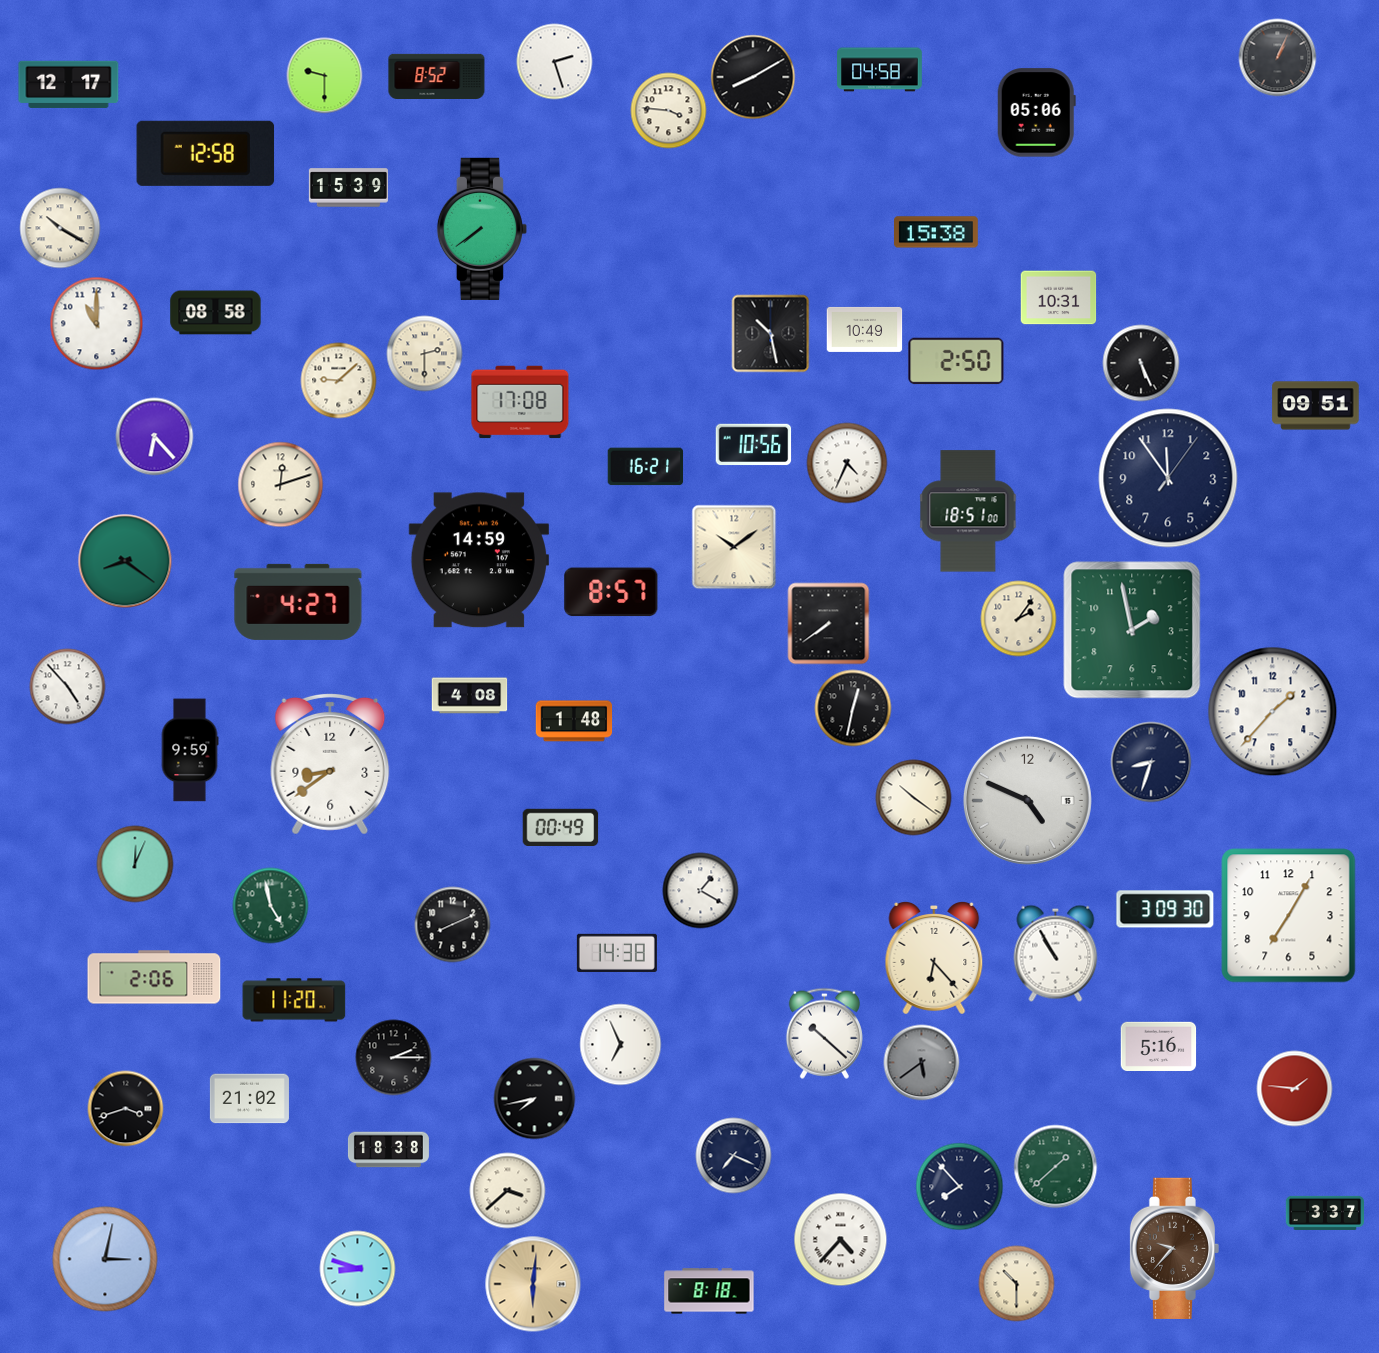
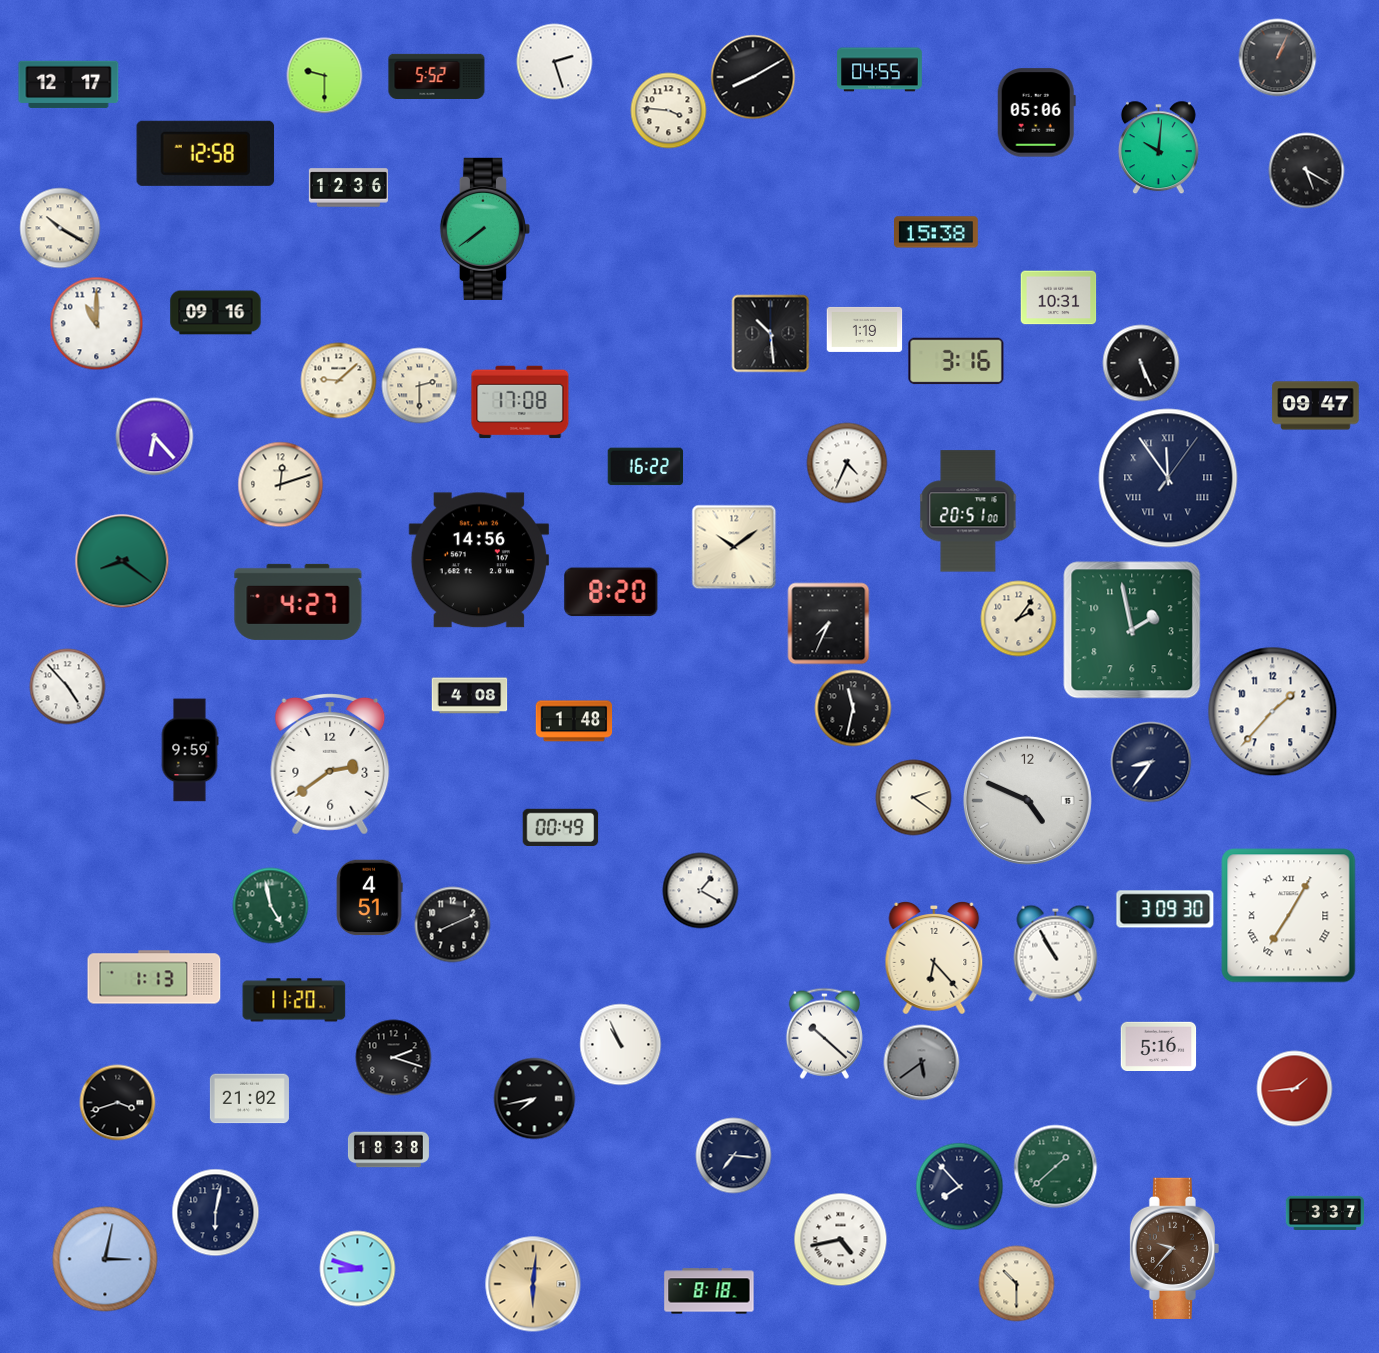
clock at (880, 70): 04:58 -> 04:55
clock at (437, 76): 8:52 -> 5:52
clock at (1158, 148): none -> 10:01
clock at (1307, 171): none -> 5:20
clock at (348, 188): 15:39 -> 12:36
clock at (482, 229) position: (482, 229) -> (485, 229)
clock at (216, 313): 08:58 -> 09:16
clock at (865, 329): 10:49 -> 1:19
clock at (771, 334): 10:28 -> 10:29
clock at (425, 354) position: (425, 354) -> (420, 386)
clock at (956, 361): 2:50 -> 3:16
clock at (1316, 406): 09:51 -> 09:47
clock at (754, 445): 10:56 -> none
clock at (646, 467): 16:21 -> 16:22
clock at (1168, 478) numerals: Arabic -> Roman
clock at (968, 511): 18:51 -> 20:51
clock at (479, 560): 14:59 -> 14:56
clock at (125, 561) position: (125, 561) -> (122, 561)
clock at (611, 592): 8:57 -> 8:20
clock at (829, 624): 7:39 -> 7:34
clock at (853, 708): 12:32 -> 11:32
clock at (1151, 762): 8:33 -> 8:36
clock at (330, 764): 8:39 -> 2:39
clock at (914, 798): 10:21 -> 2:21
clock at (135, 864): 12:04 -> none
clock at (369, 898): none -> 4:51
clock at (1289, 916) numerals: Arabic -> Roman
clock at (617, 953): 14:38 -> none
clock at (154, 977): 2:06 -> 1:13
clock at (621, 1045): 6:56 -> 10:56
clock at (394, 1058): 2:15 -> 2:18
clock at (1295, 1089): 1:46 -> 1:44
clock at (126, 1109) position: (126, 1109) -> (118, 1103)
clock at (734, 1156): 7:19 -> 7:16
clock at (508, 1191): 3:38 -> none
clock at (216, 1213): none -> 6:02
clock at (841, 1240): 4:37 -> 4:43
